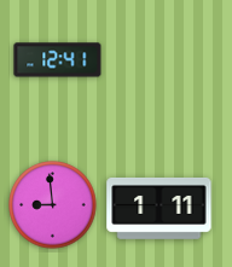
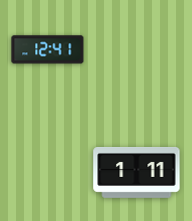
clock at (53, 205): 8:59 -> none
clock at (159, 208) position: (159, 208) -> (137, 172)
